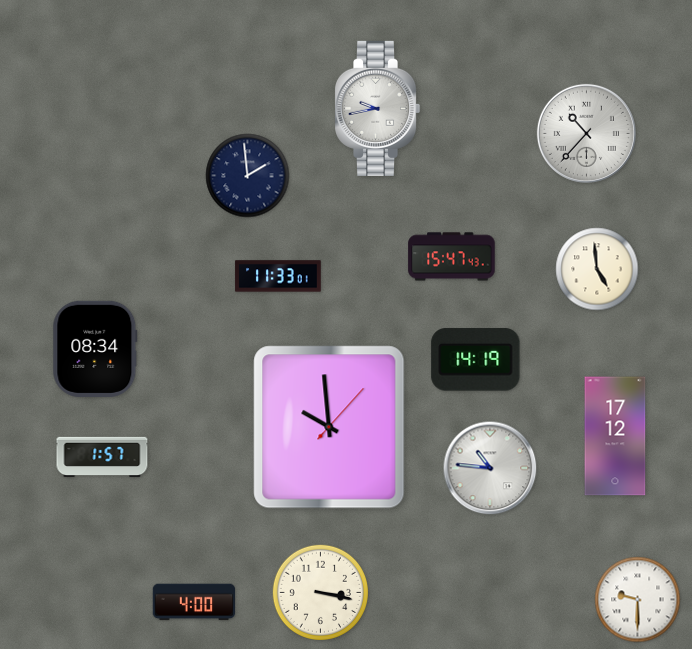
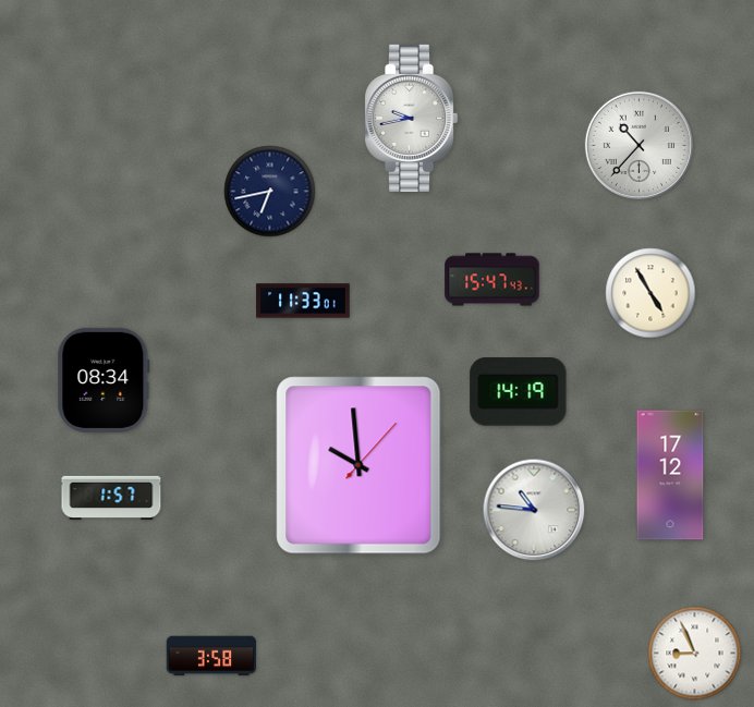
clock at (248, 176): 1:59 -> 6:43
clock at (597, 269): 4:59 -> 4:55
clock at (320, 592): 3:17 -> none
clock at (638, 600): 9:30 -> 8:56
clock at (194, 602): 4:00 -> 3:58
